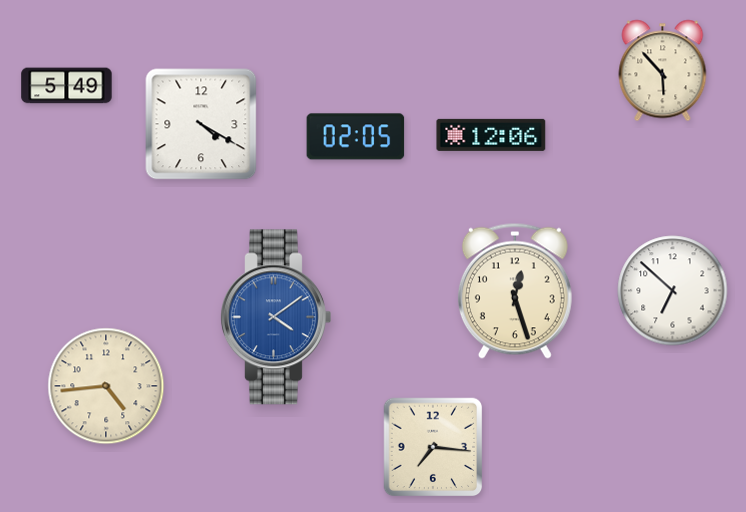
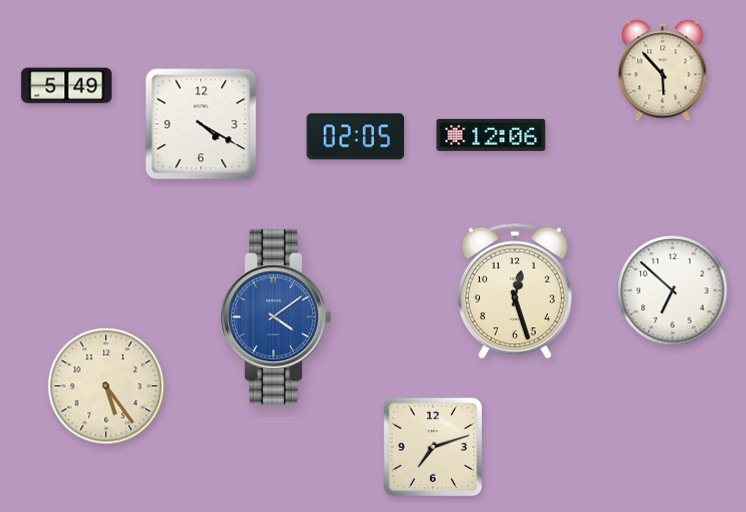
clock at (106, 386): 4:44 -> 5:24
clock at (433, 447): 7:16 -> 7:12
